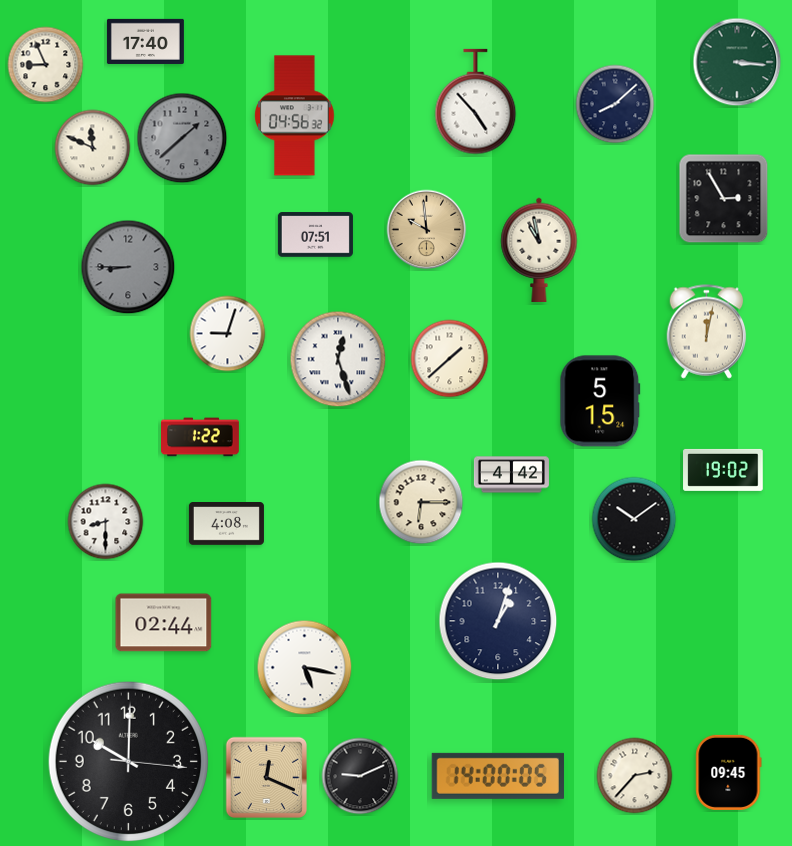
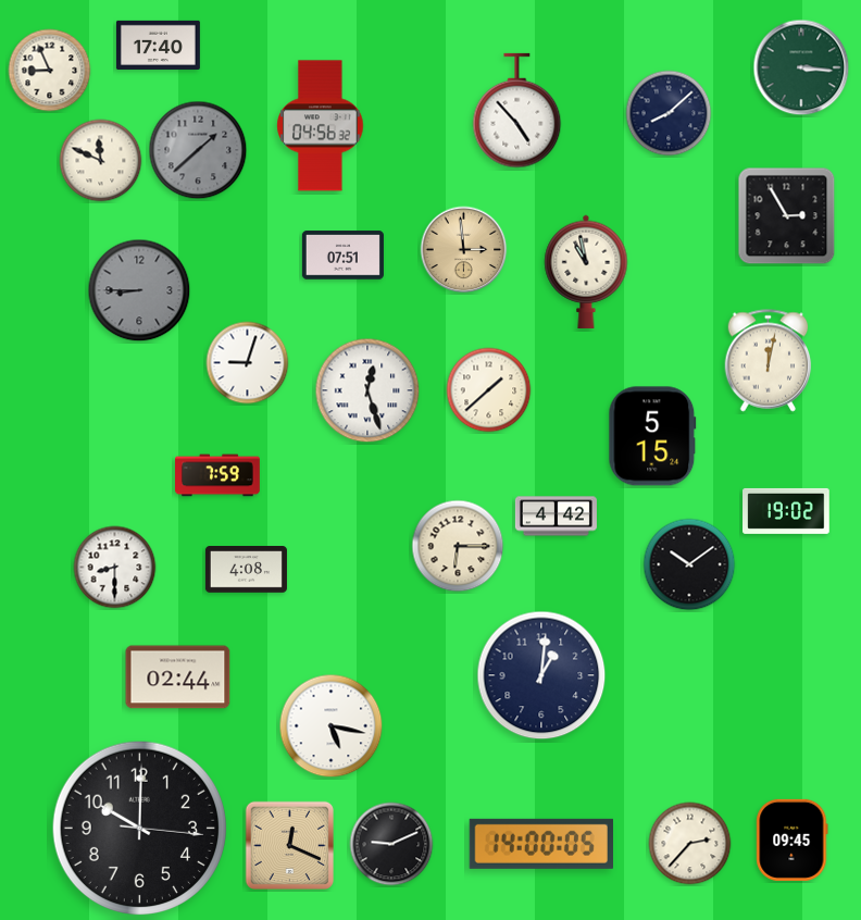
clock at (427, 230): 9:59 -> 2:59
clock at (201, 437): 1:22 -> 7:59
clock at (498, 621): 1:03 -> 1:01
